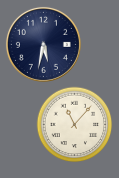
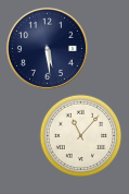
clock at (43, 44): 5:32 -> 5:29
